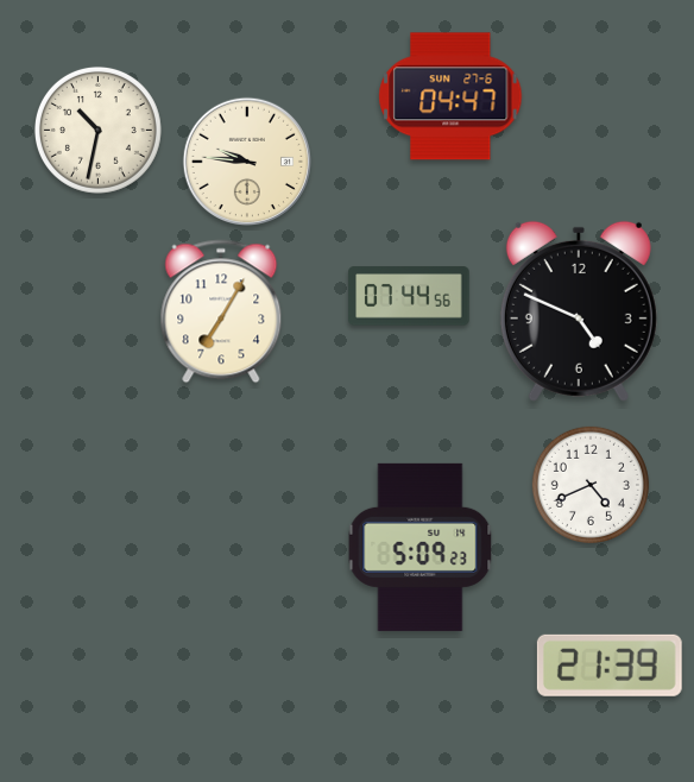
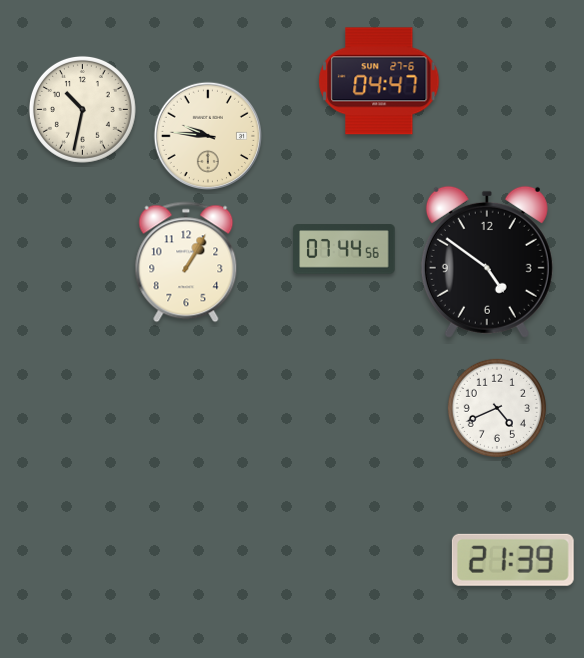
clock at (221, 311): 7:05 -> 1:05
clock at (579, 311): 4:49 -> 4:51
clock at (421, 547): 5:09 -> none
